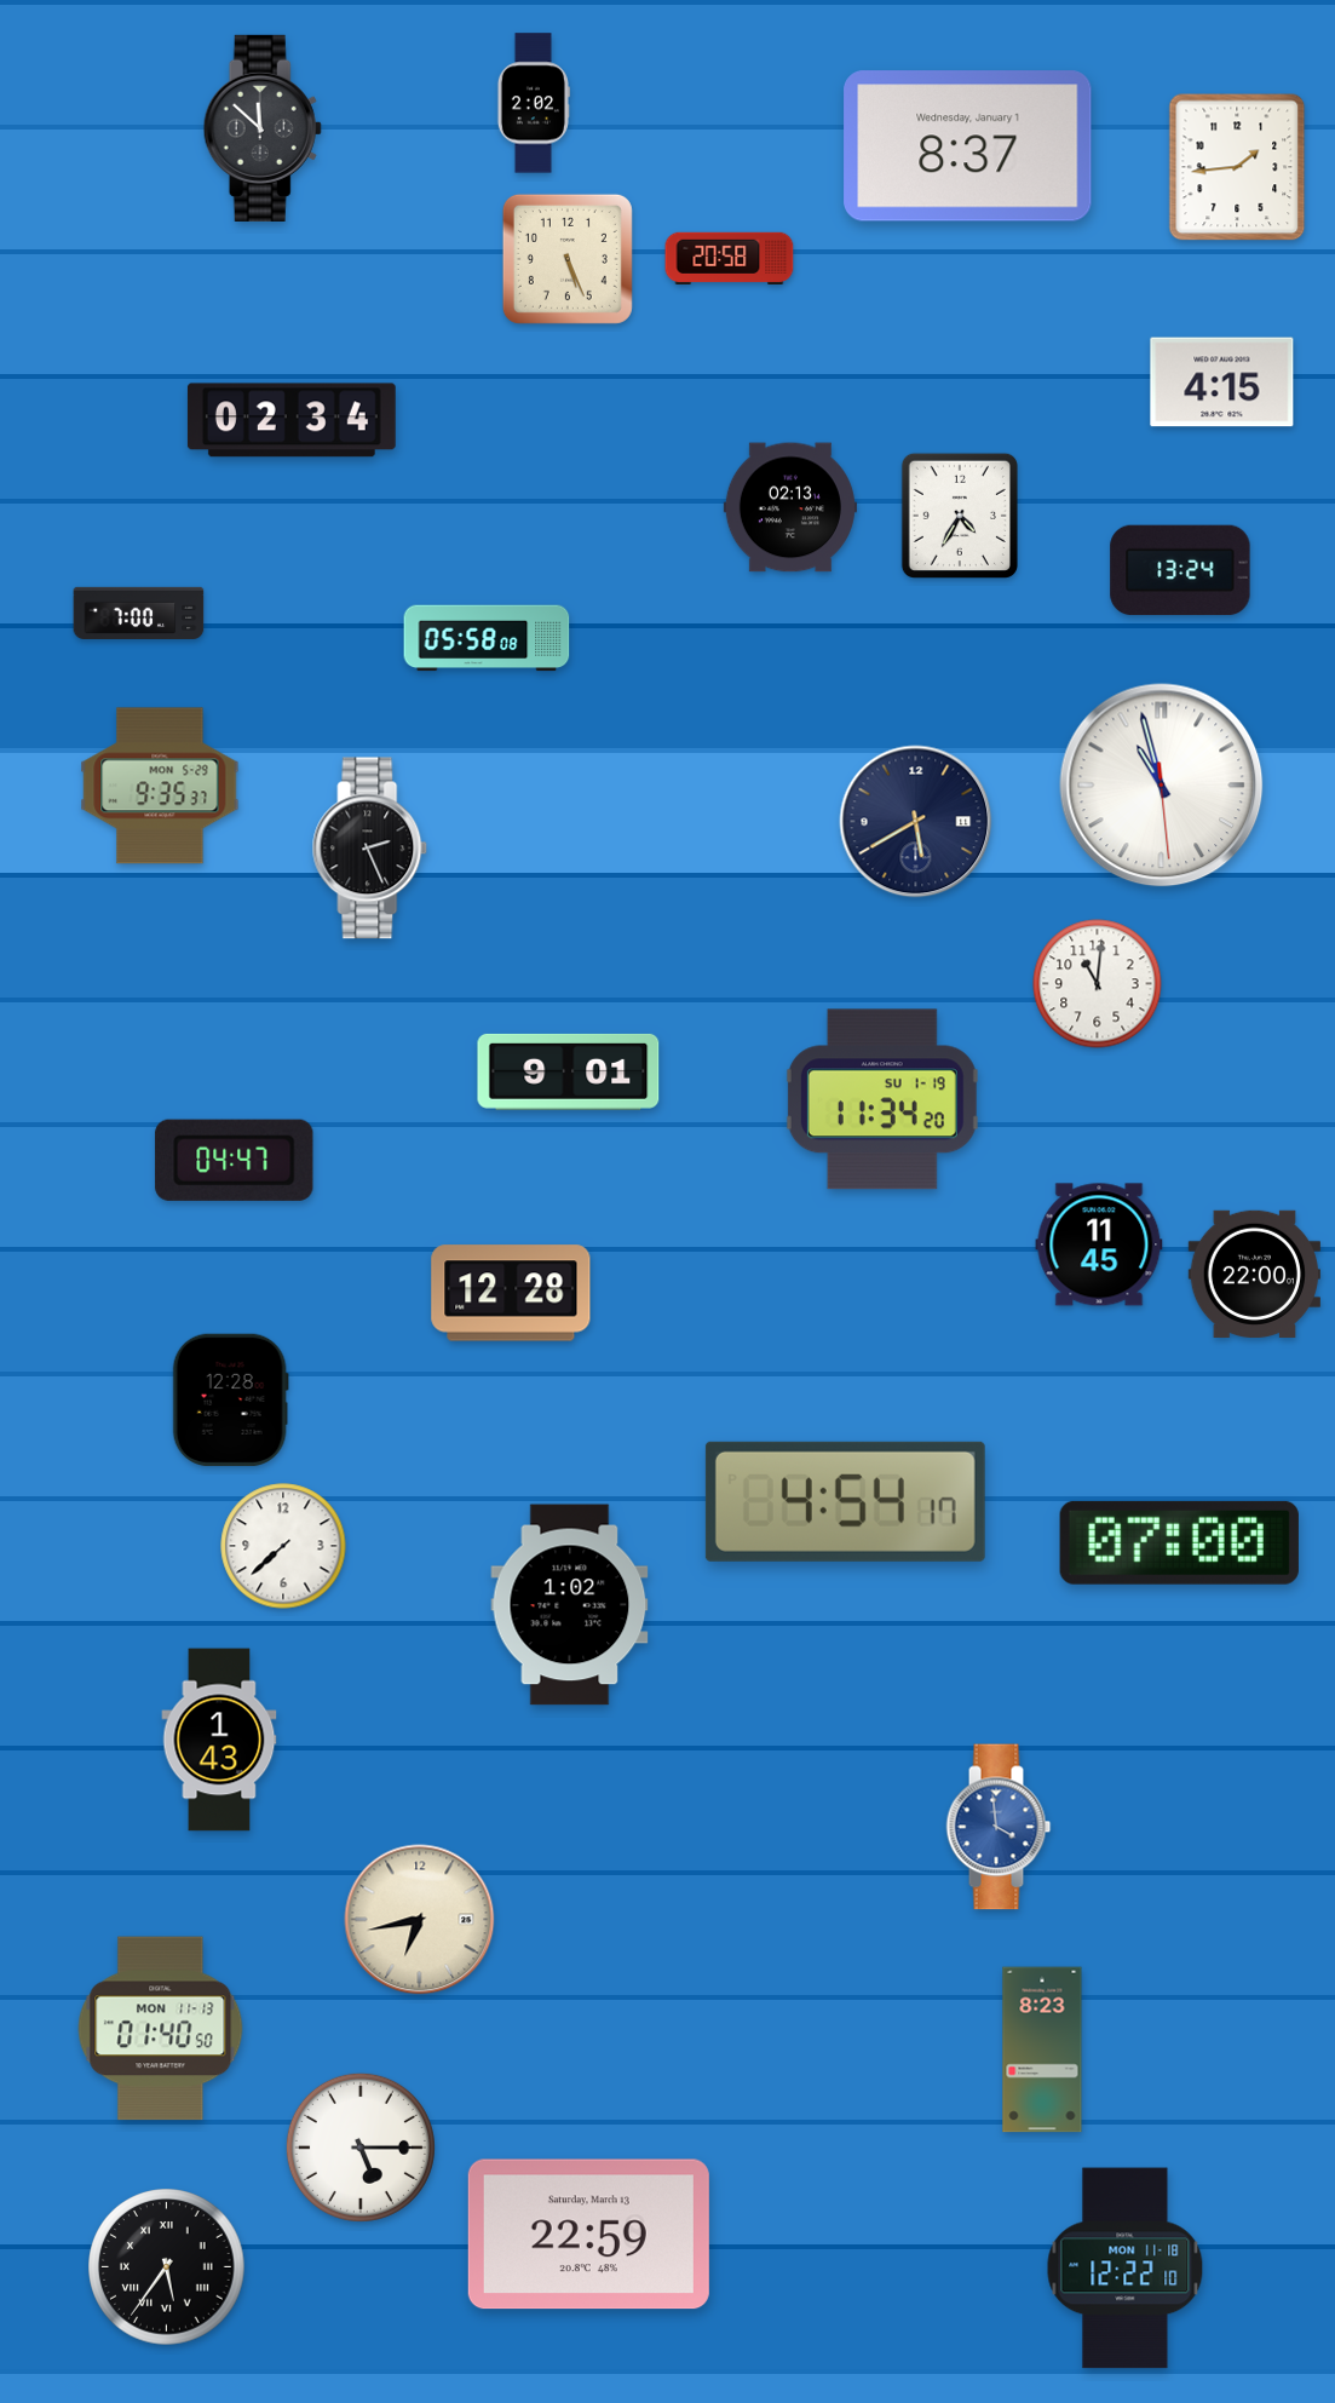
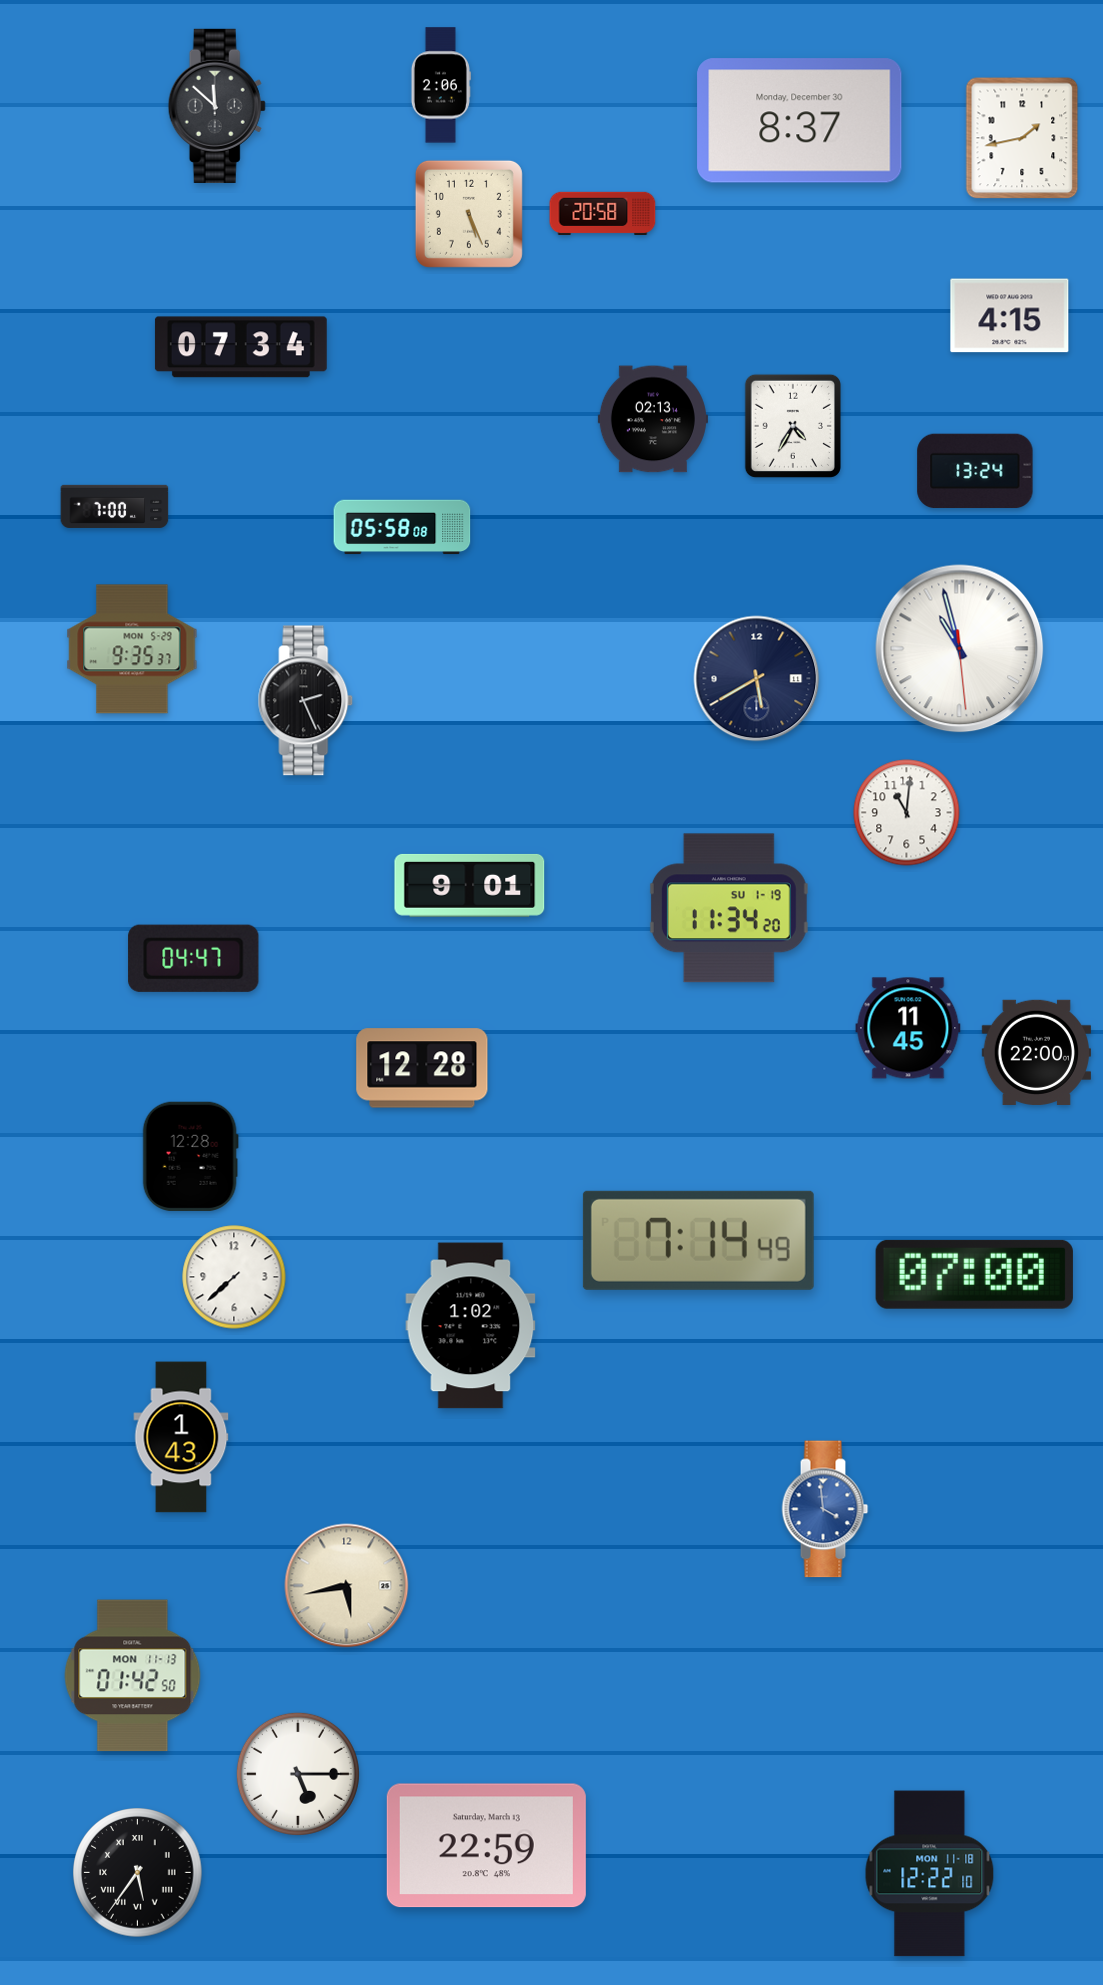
clock at (533, 103): 2:02 -> 2:06
clock at (968, 146) date: Wednesday, January 1 -> Monday, December 30
clock at (1237, 167): 1:44 -> 1:43
clock at (292, 420): 02:34 -> 07:34
clock at (845, 1501): 4:54 -> 7:14
clock at (420, 1920): 6:43 -> 5:43
clock at (161, 2029): 01:40 -> 01:42
clock at (1042, 2050): 8:23 -> none
